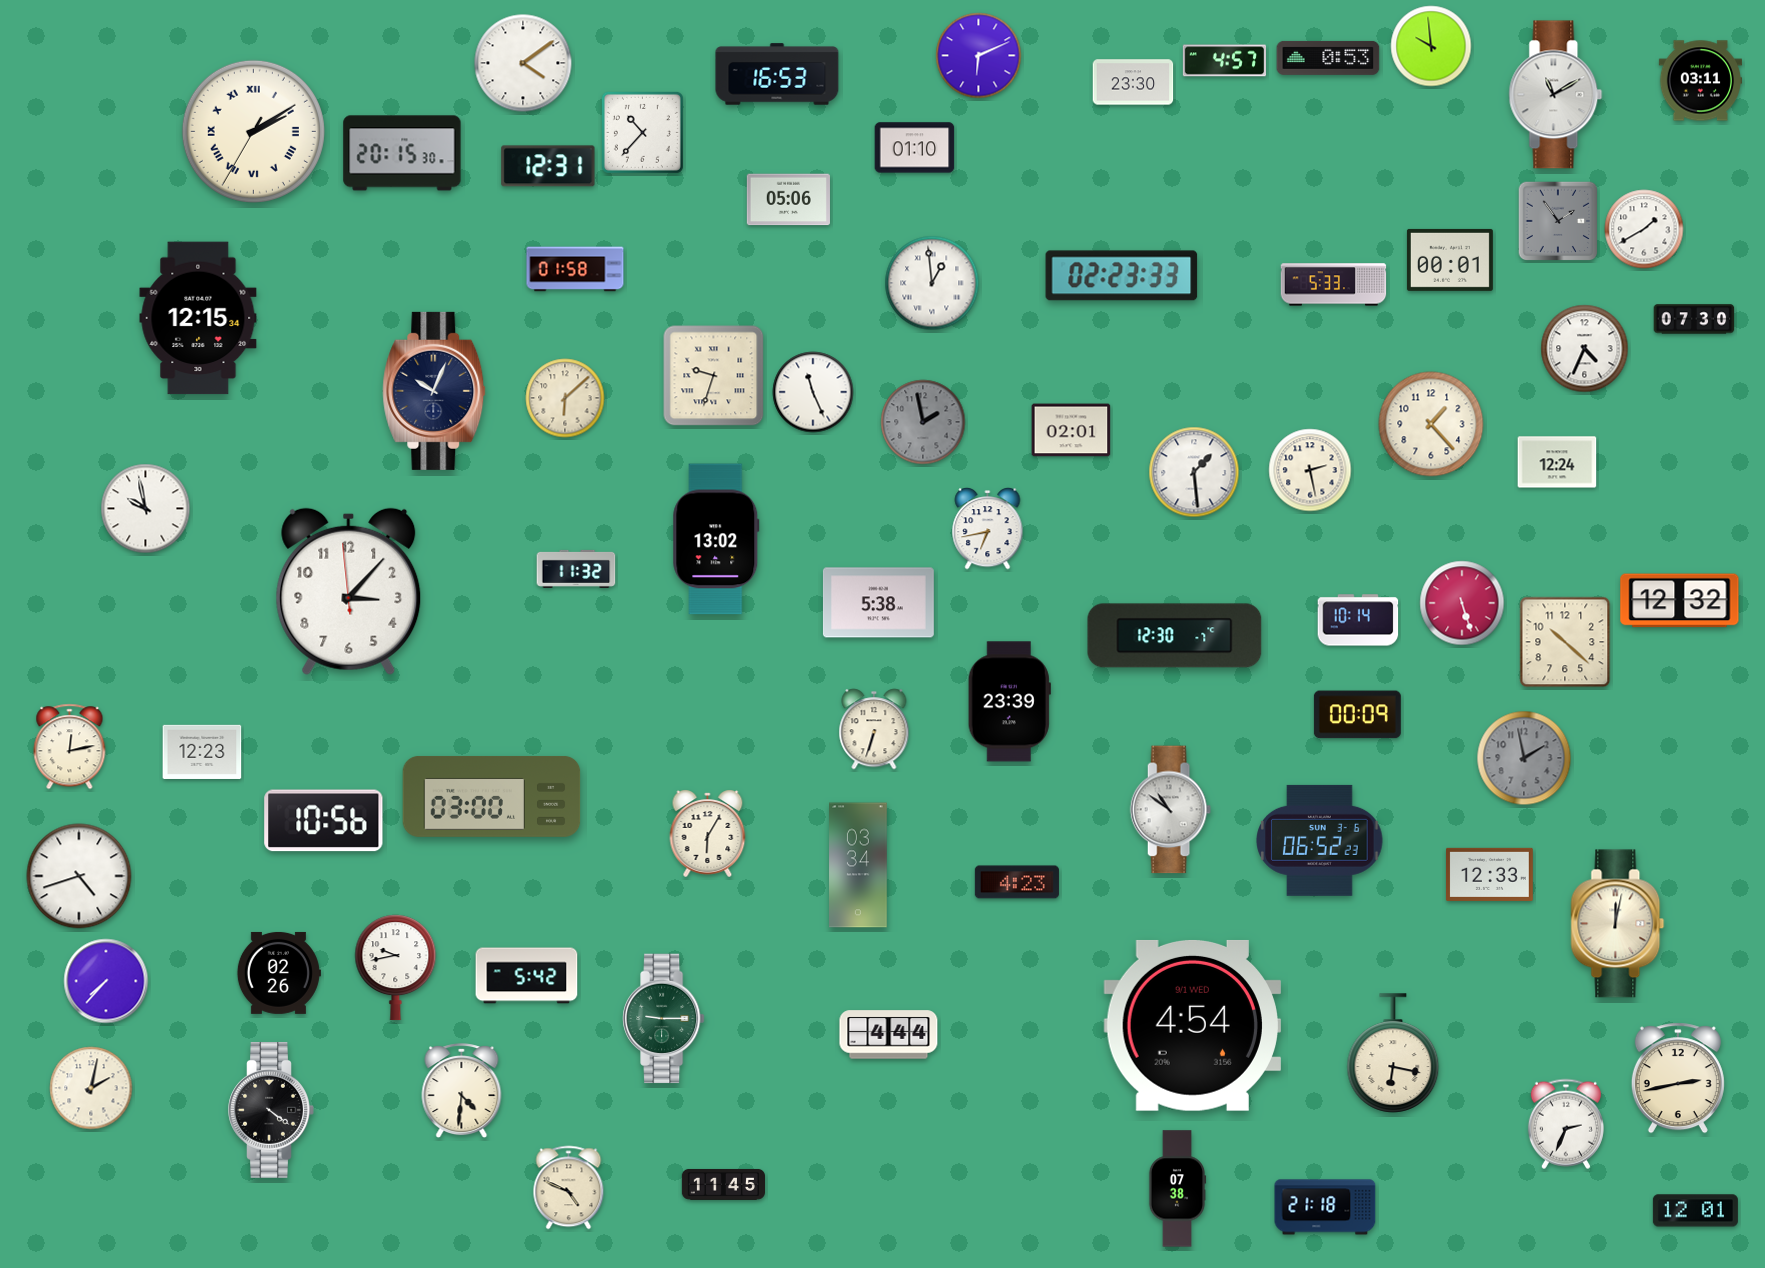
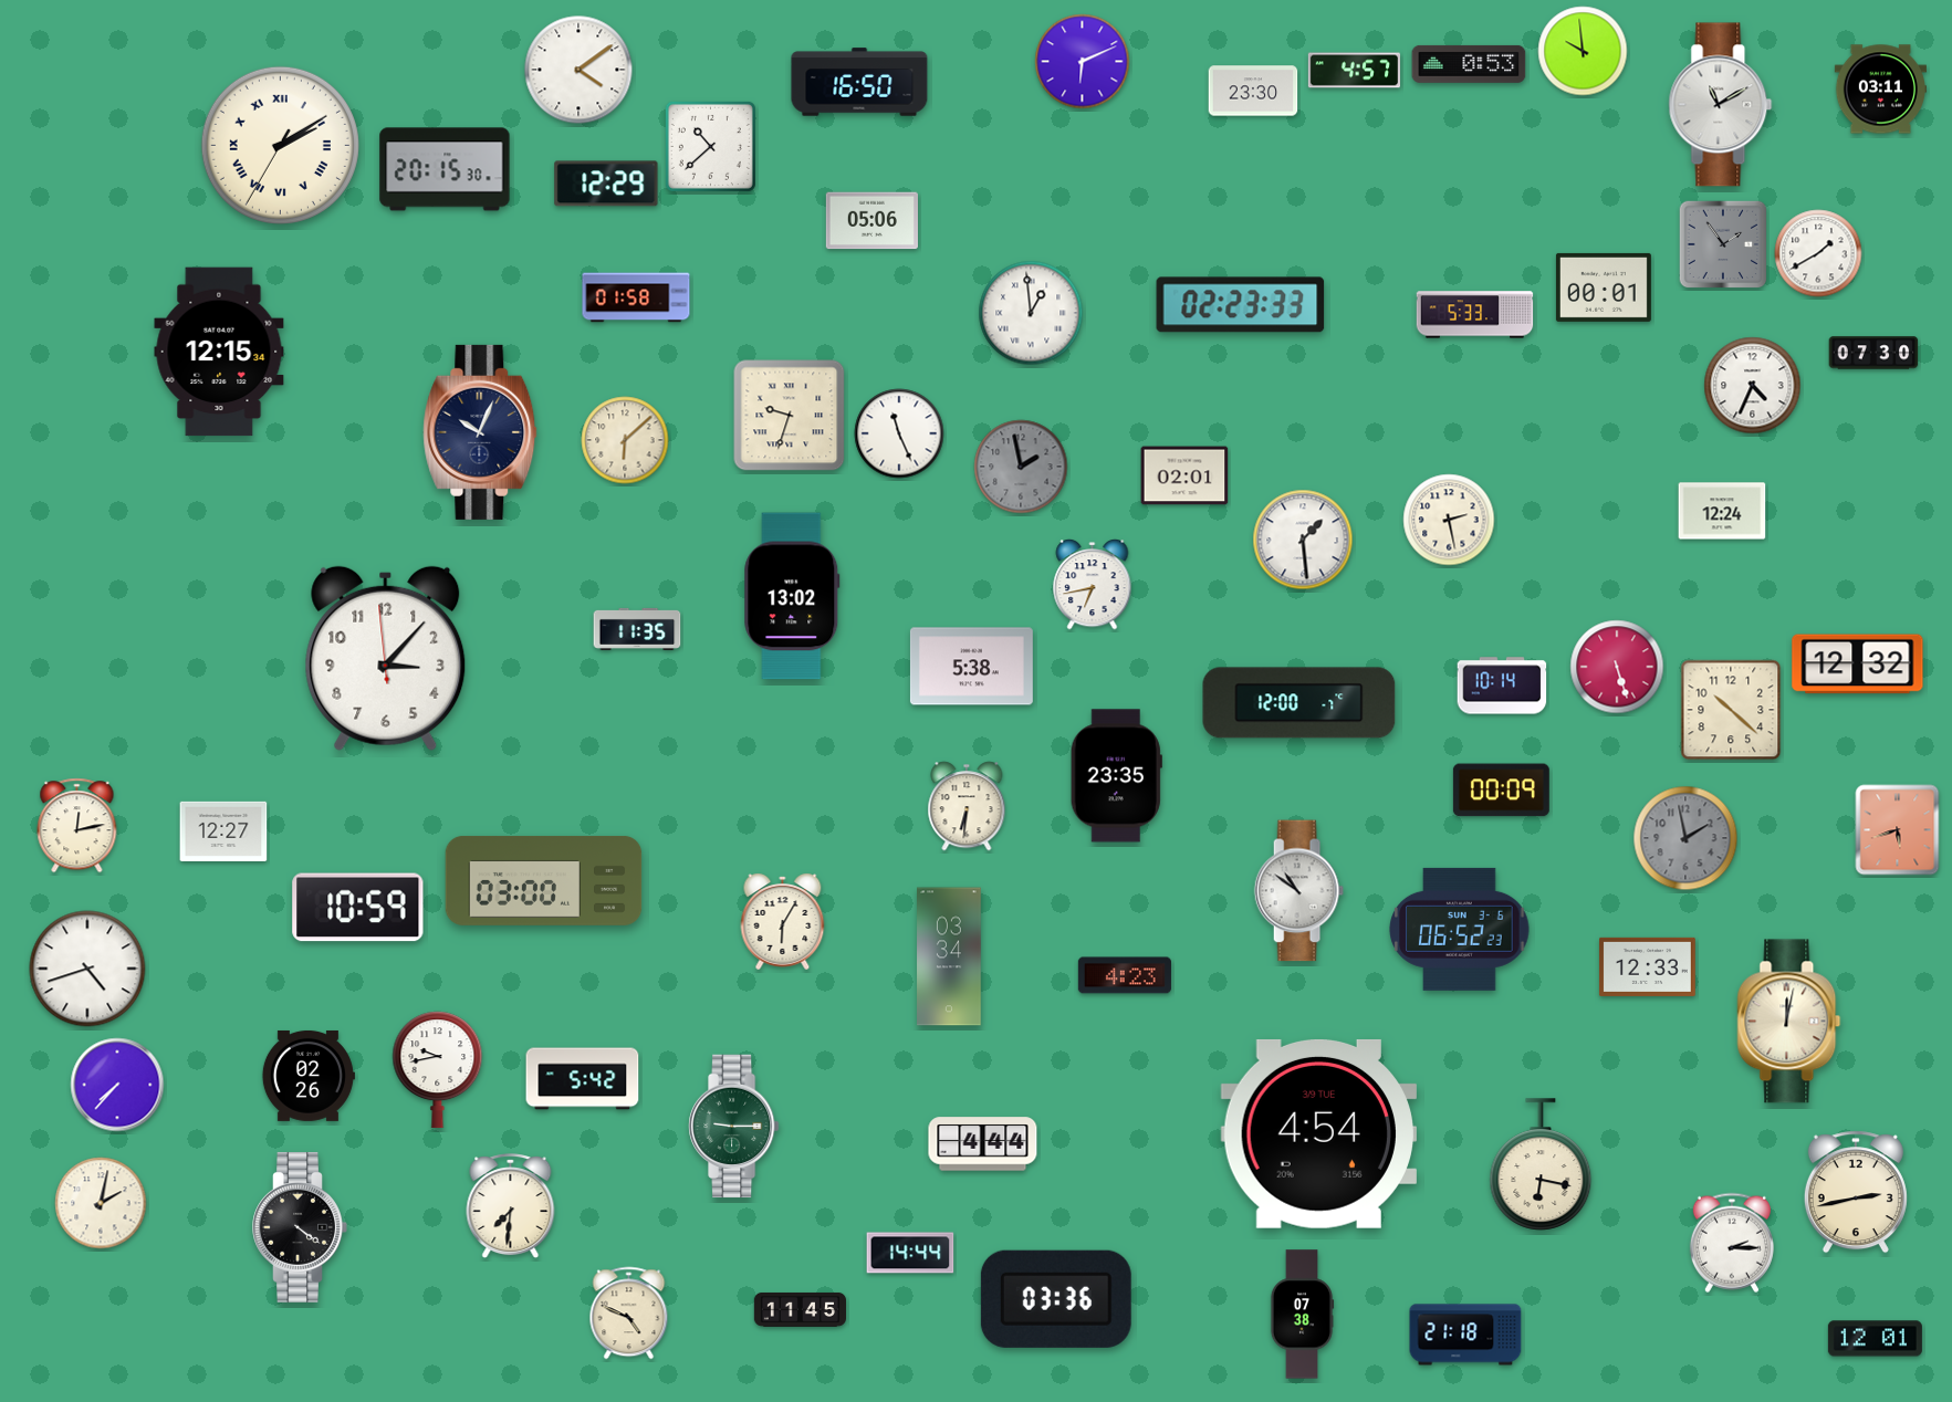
clock at (1224, 61) position: (1224, 61) -> (1354, 71)
clock at (777, 74): 16:53 -> 16:50
clock at (642, 132): 10:37 -> 10:38
clock at (915, 148): 01:10 -> none
clock at (548, 166): 12:31 -> 12:29
clock at (1431, 424): 1:23 -> none
clock at (1194, 472) position: (1194, 472) -> (1303, 540)
clock at (146, 509): 9:58 -> none
clock at (576, 569): 11:32 -> 11:35
clock at (349, 591) position: (349, 591) -> (386, 658)
clock at (1175, 636): 12:30 -> 12:00
clock at (1009, 702): 23:39 -> 23:35
clock at (874, 729): 6:33 -> 6:31
clock at (202, 751): 12:23 -> 12:27
clock at (1898, 830): none -> 5:42
clock at (1170, 810) position: (1170, 810) -> (1298, 891)
clock at (324, 821): 10:56 -> 10:59
clock at (1192, 1025) date: 9/1 WED -> 3/9 TUE
clock at (462, 1091): 4:31 -> 7:31
clock at (1566, 1124): 2:34 -> 2:15
clock at (910, 1253): none -> 14:44
clock at (1056, 1299): none -> 03:36
